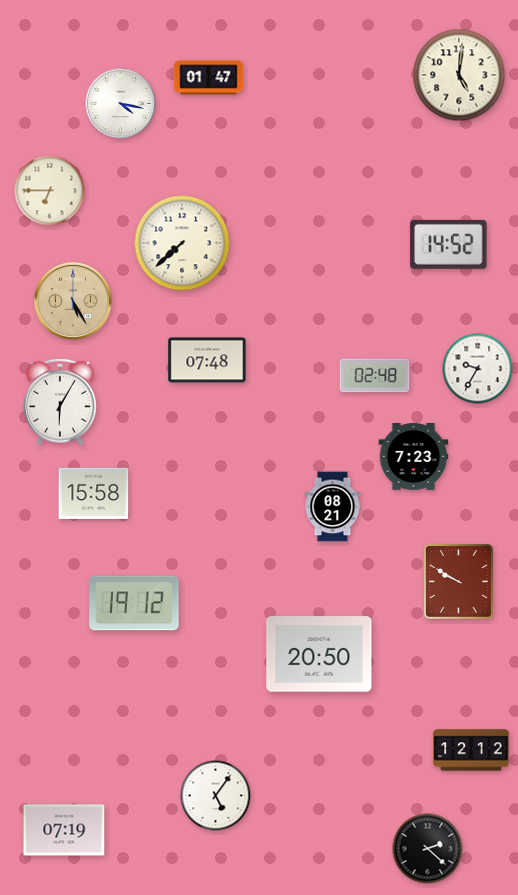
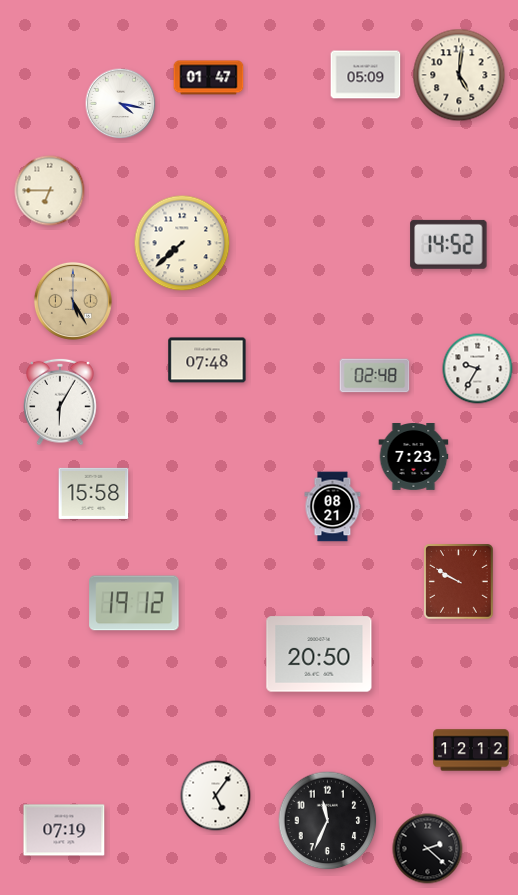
clock at (366, 75): none -> 05:09
clock at (328, 821): none -> 11:34
